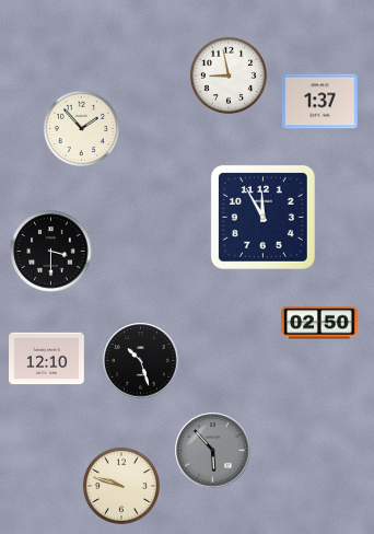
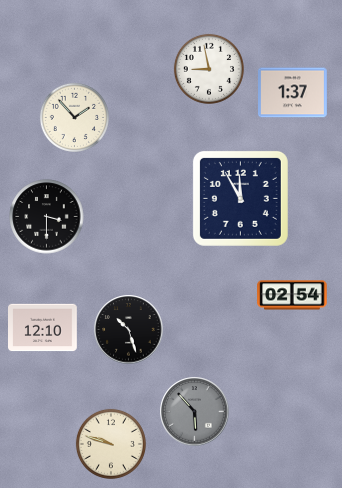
clock at (51, 252) position: (51, 252) -> (47, 217)
clock at (319, 323): 02:50 -> 02:54
